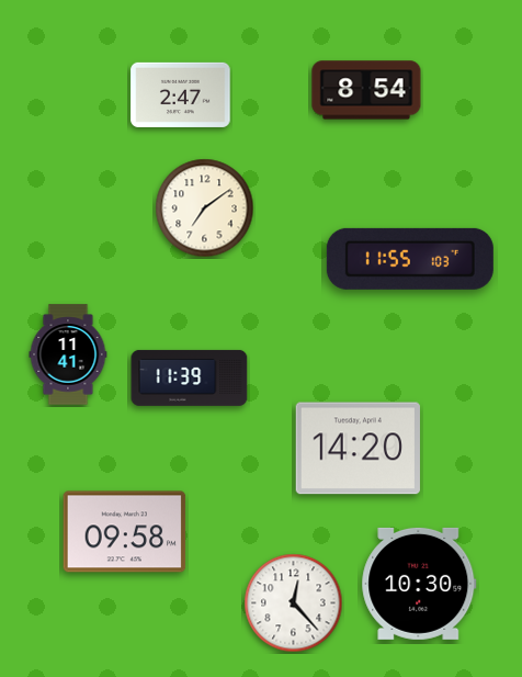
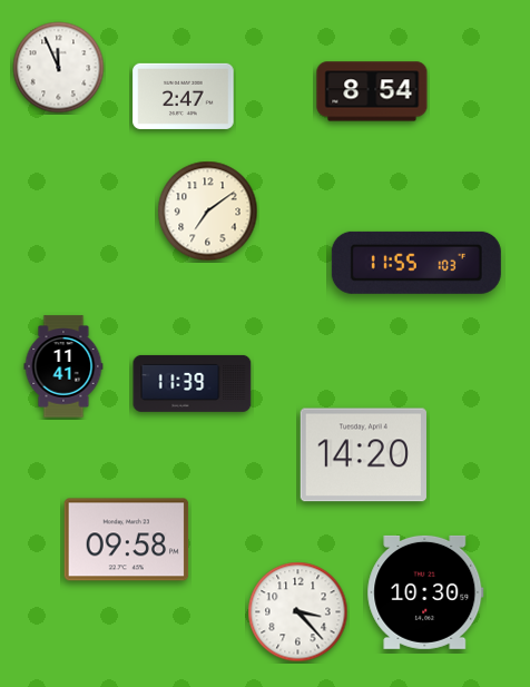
clock at (59, 68): none -> 11:56
clock at (68, 354) position: (68, 354) -> (63, 366)
clock at (294, 603): 12:23 -> 3:23
